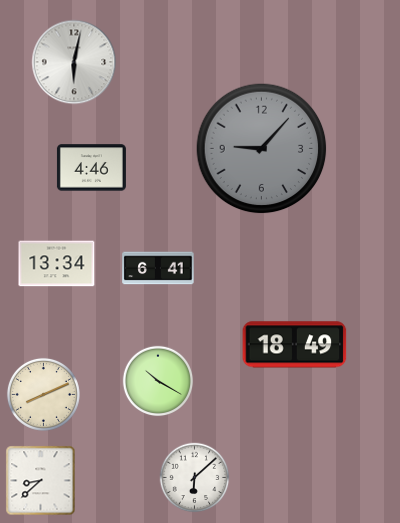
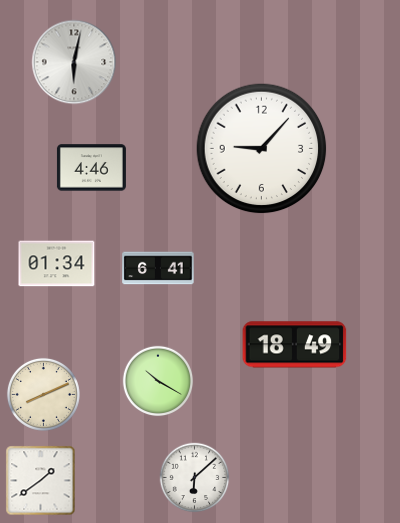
clock at (262, 149) dial: grey -> white
clock at (57, 264): 13:34 -> 01:34
clock at (41, 481): 8:38 -> 1:39
